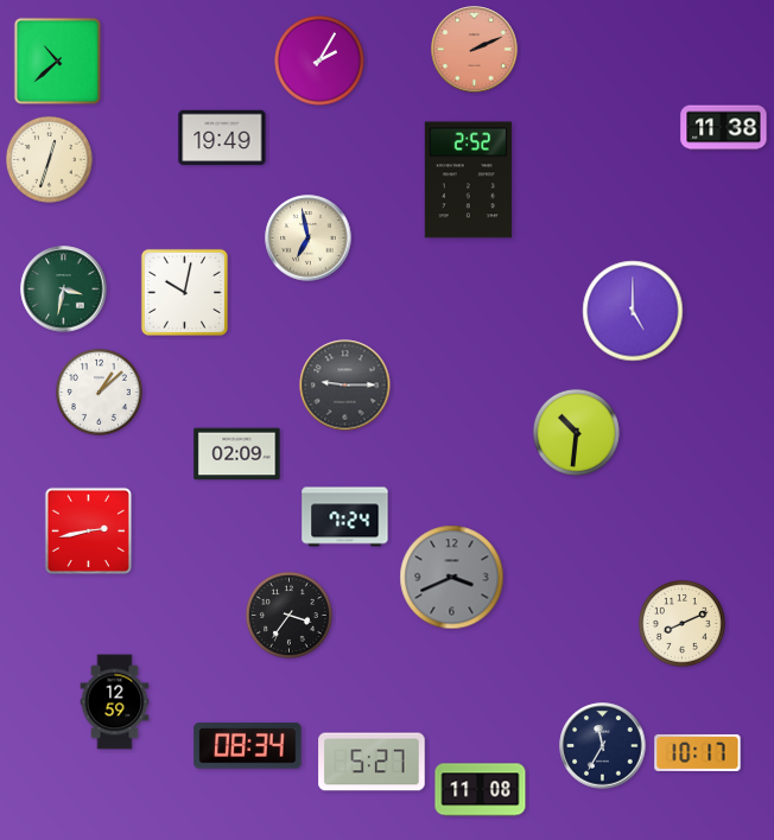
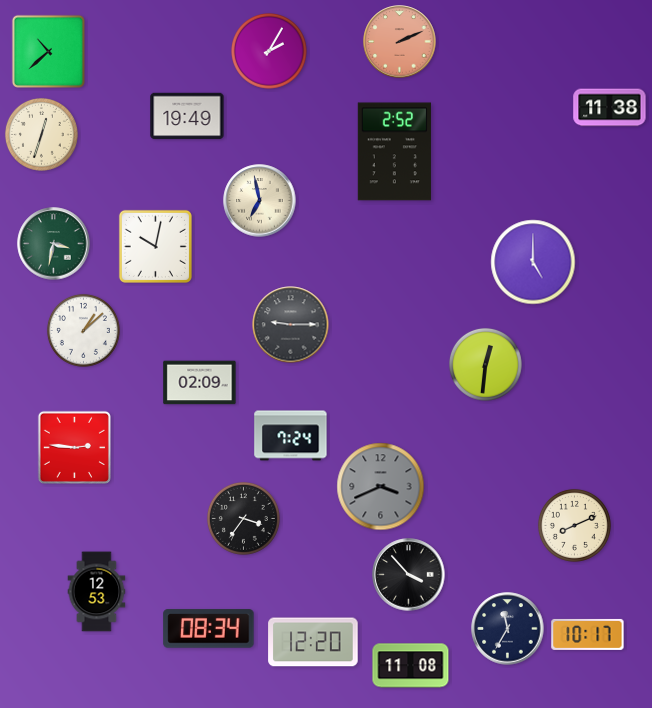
clock at (576, 432): 10:31 -> 12:31
clock at (88, 530): 2:43 -> 2:46
clock at (409, 575): none -> 3:53
clock at (115, 702): 12:59 -> 12:53
clock at (372, 762): 5:27 -> 12:20
clock at (481, 790) position: (481, 790) -> (411, 666)
